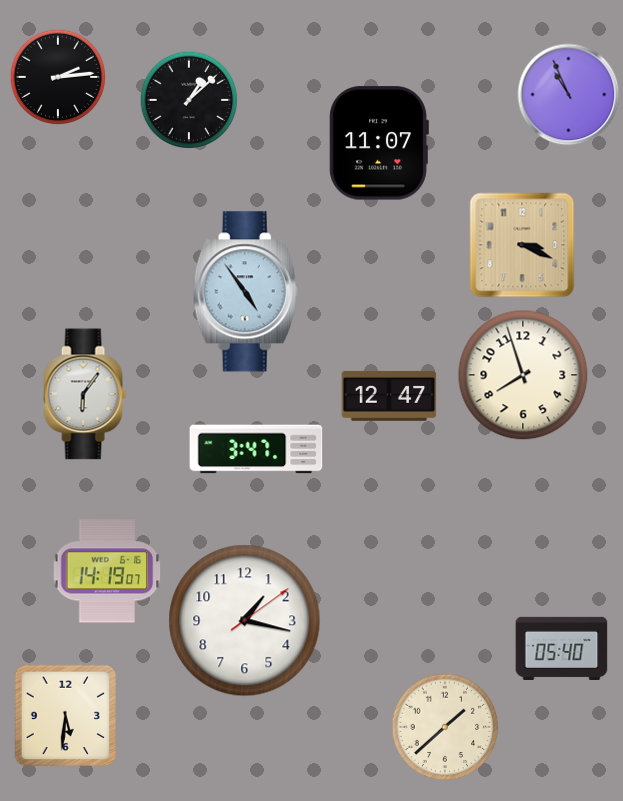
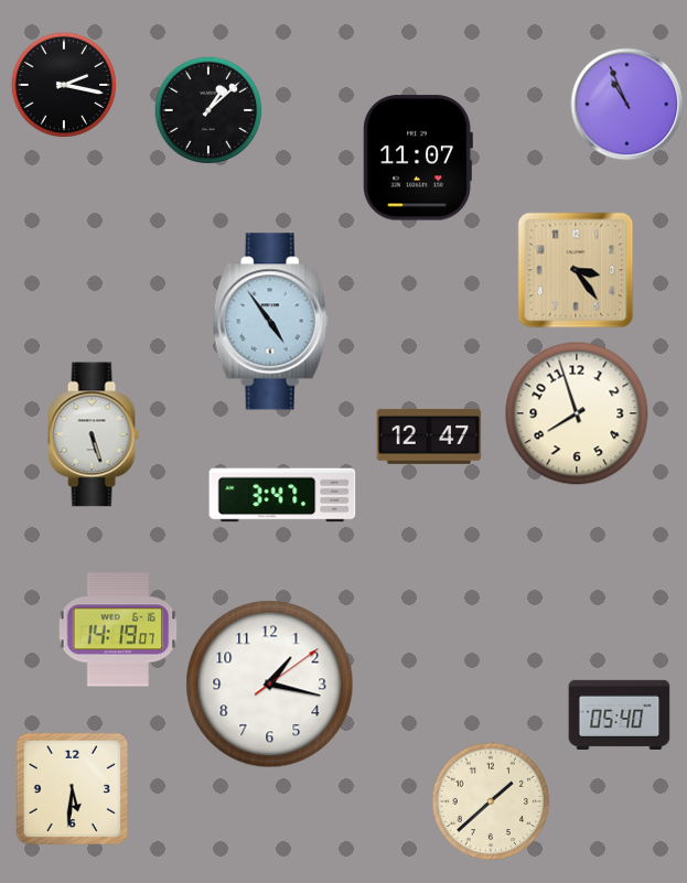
clock at (58, 77): 2:14 -> 2:17
clock at (522, 245): 3:19 -> 3:24
clock at (85, 394): 6:06 -> 5:27
